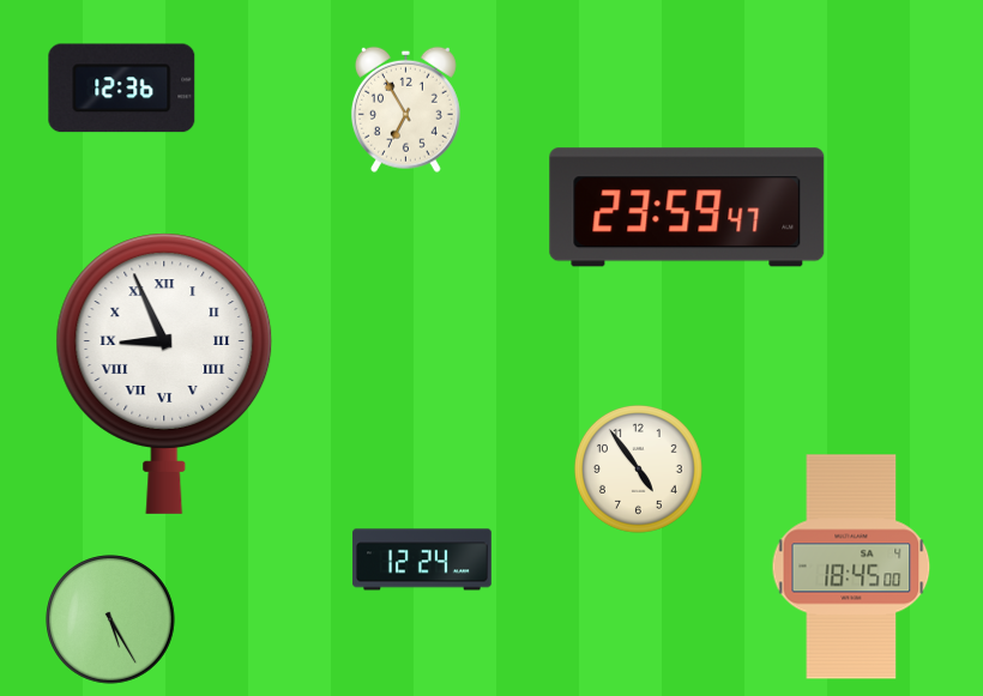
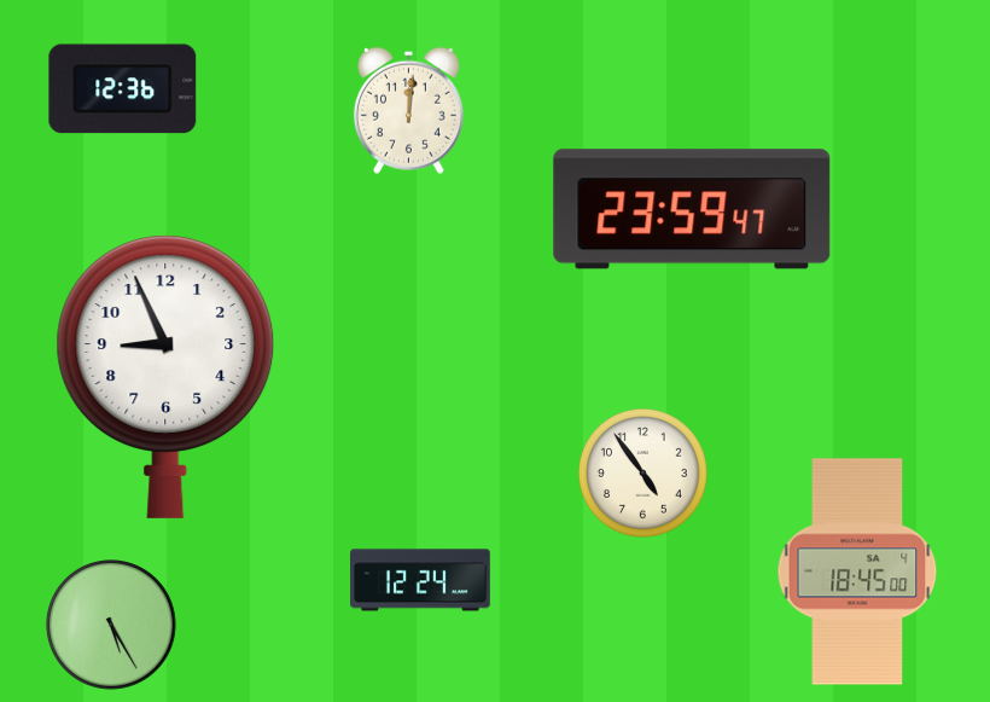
clock at (405, 109): 6:55 -> 12:01
clock at (164, 374) numerals: Roman -> Arabic
clock at (422, 559) position: (422, 559) -> (420, 580)
